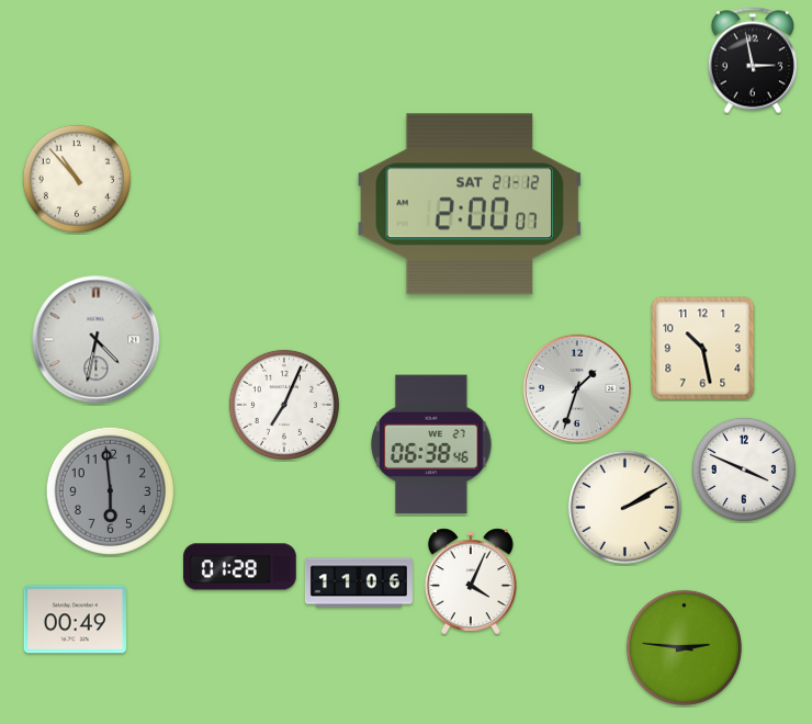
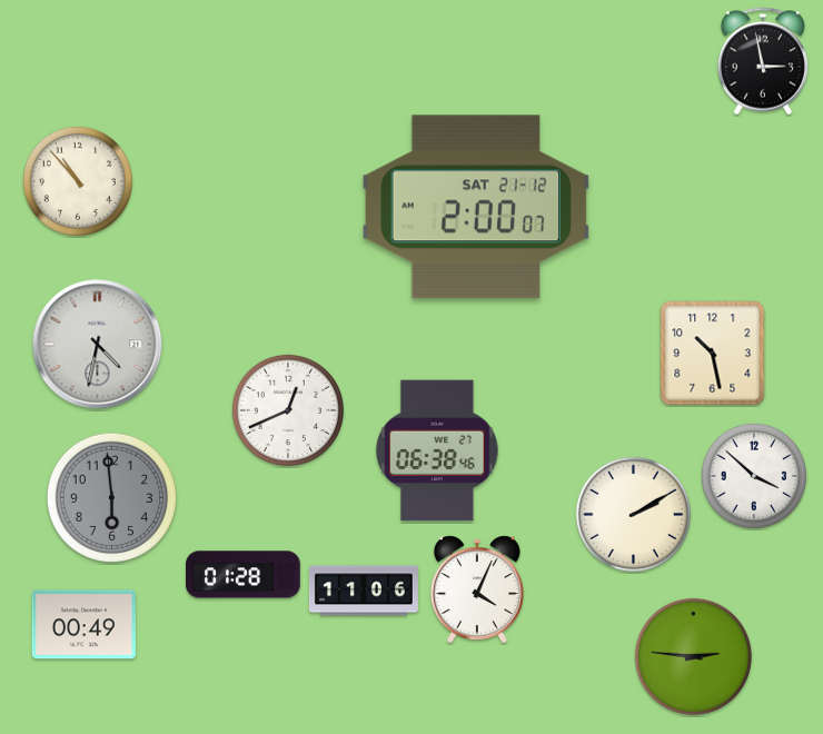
clock at (577, 388): 1:33 -> none
clock at (284, 405): 7:04 -> 12:41
clock at (744, 470): 3:49 -> 3:52
clock at (75, 620) position: (75, 620) -> (83, 625)
